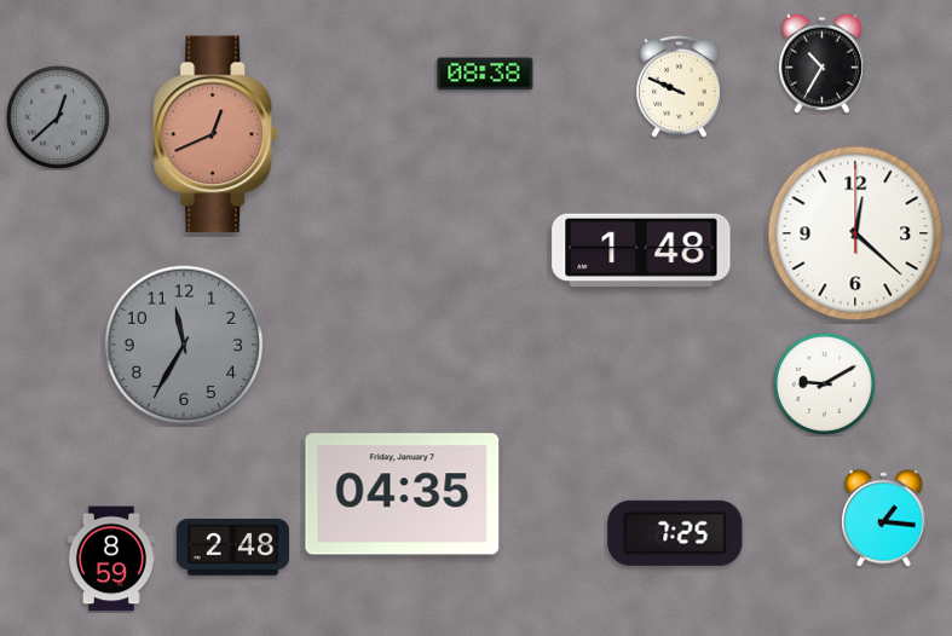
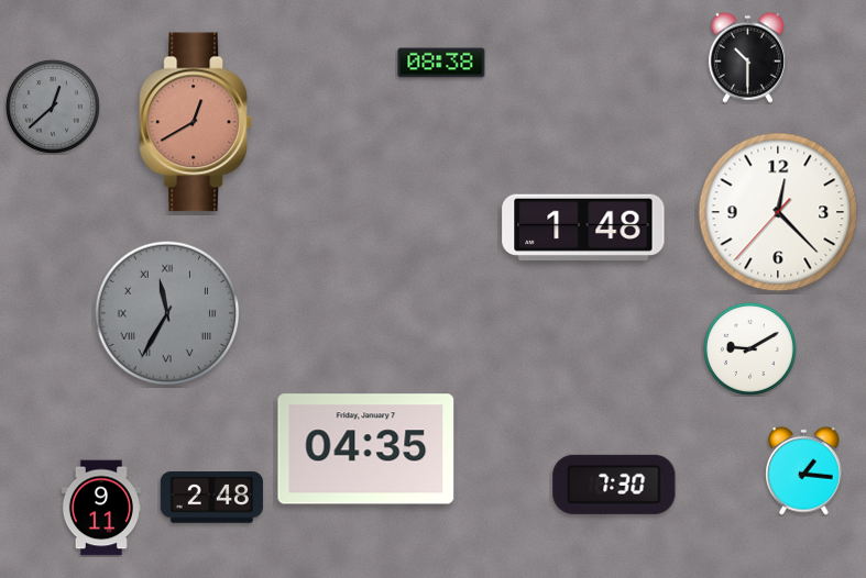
clock at (821, 63): 10:35 -> 10:30
clock at (485, 74) position: (485, 74) -> (441, 63)
clock at (680, 86): 9:49 -> none
clock at (214, 134): 12:41 -> 12:40
clock at (855, 233): 12:22:00 -> 12:22:37
clock at (184, 345) numerals: Arabic -> Roman
clock at (675, 533): 7:25 -> 7:30
clock at (111, 559): 8:59 -> 9:11
